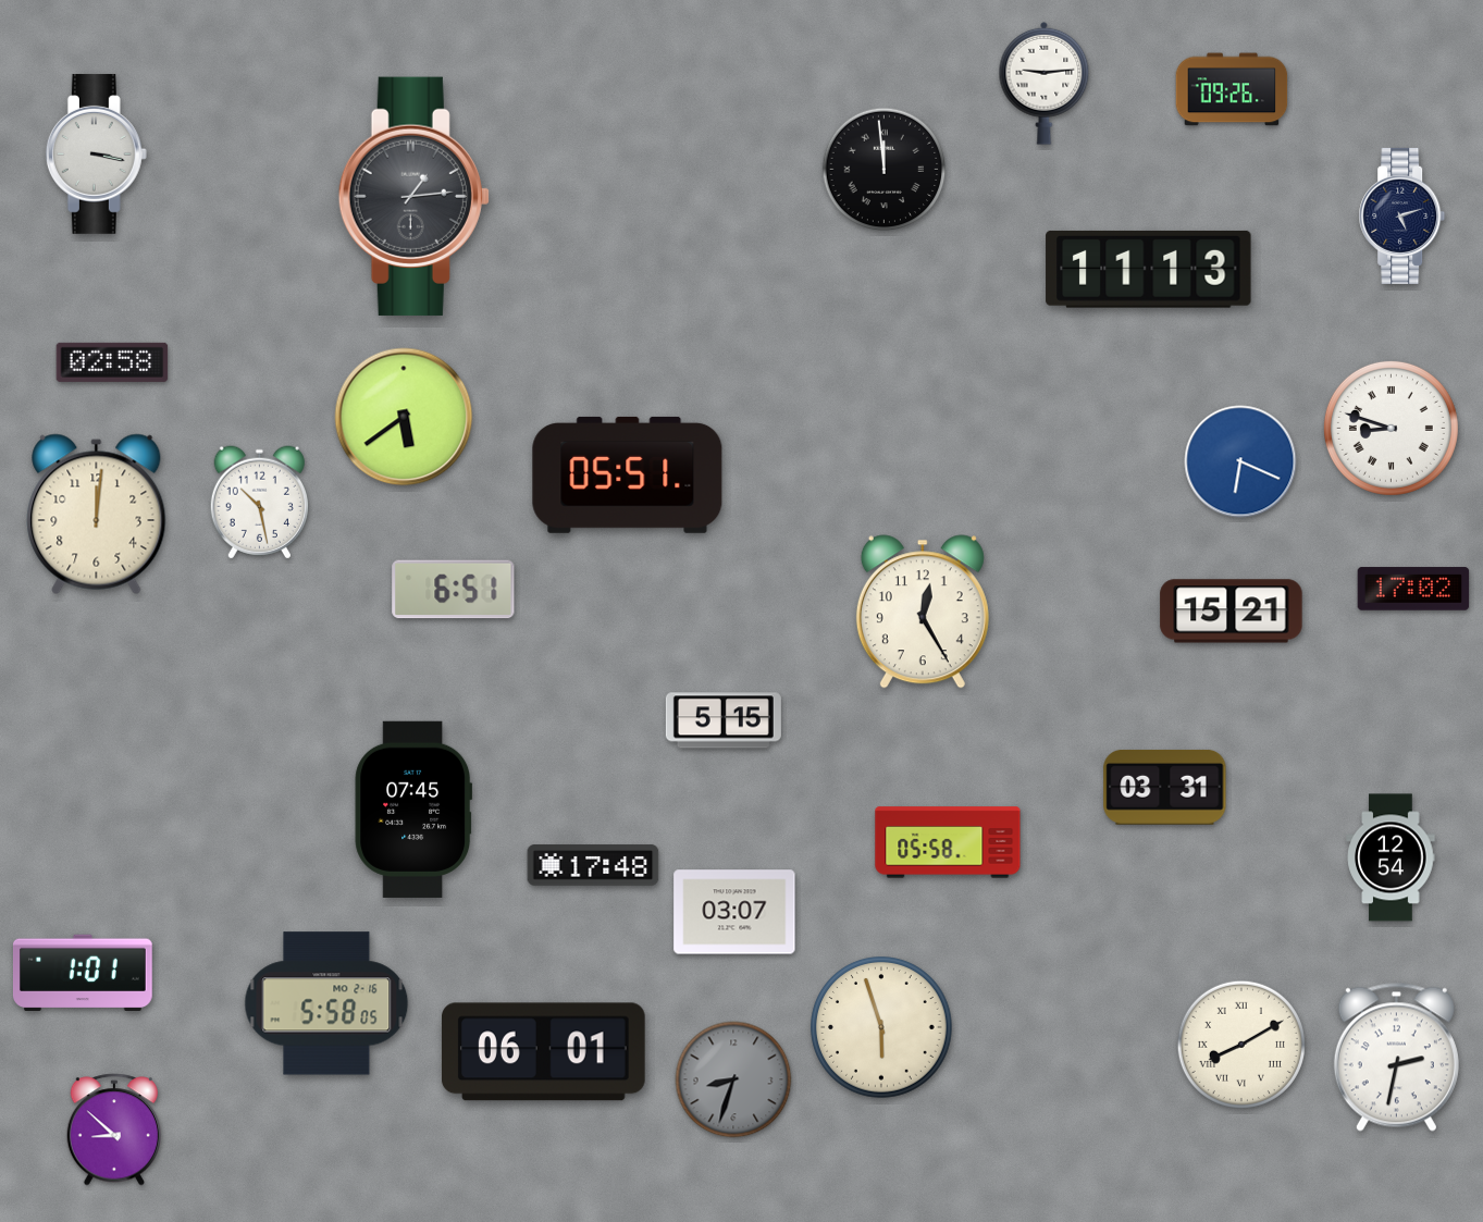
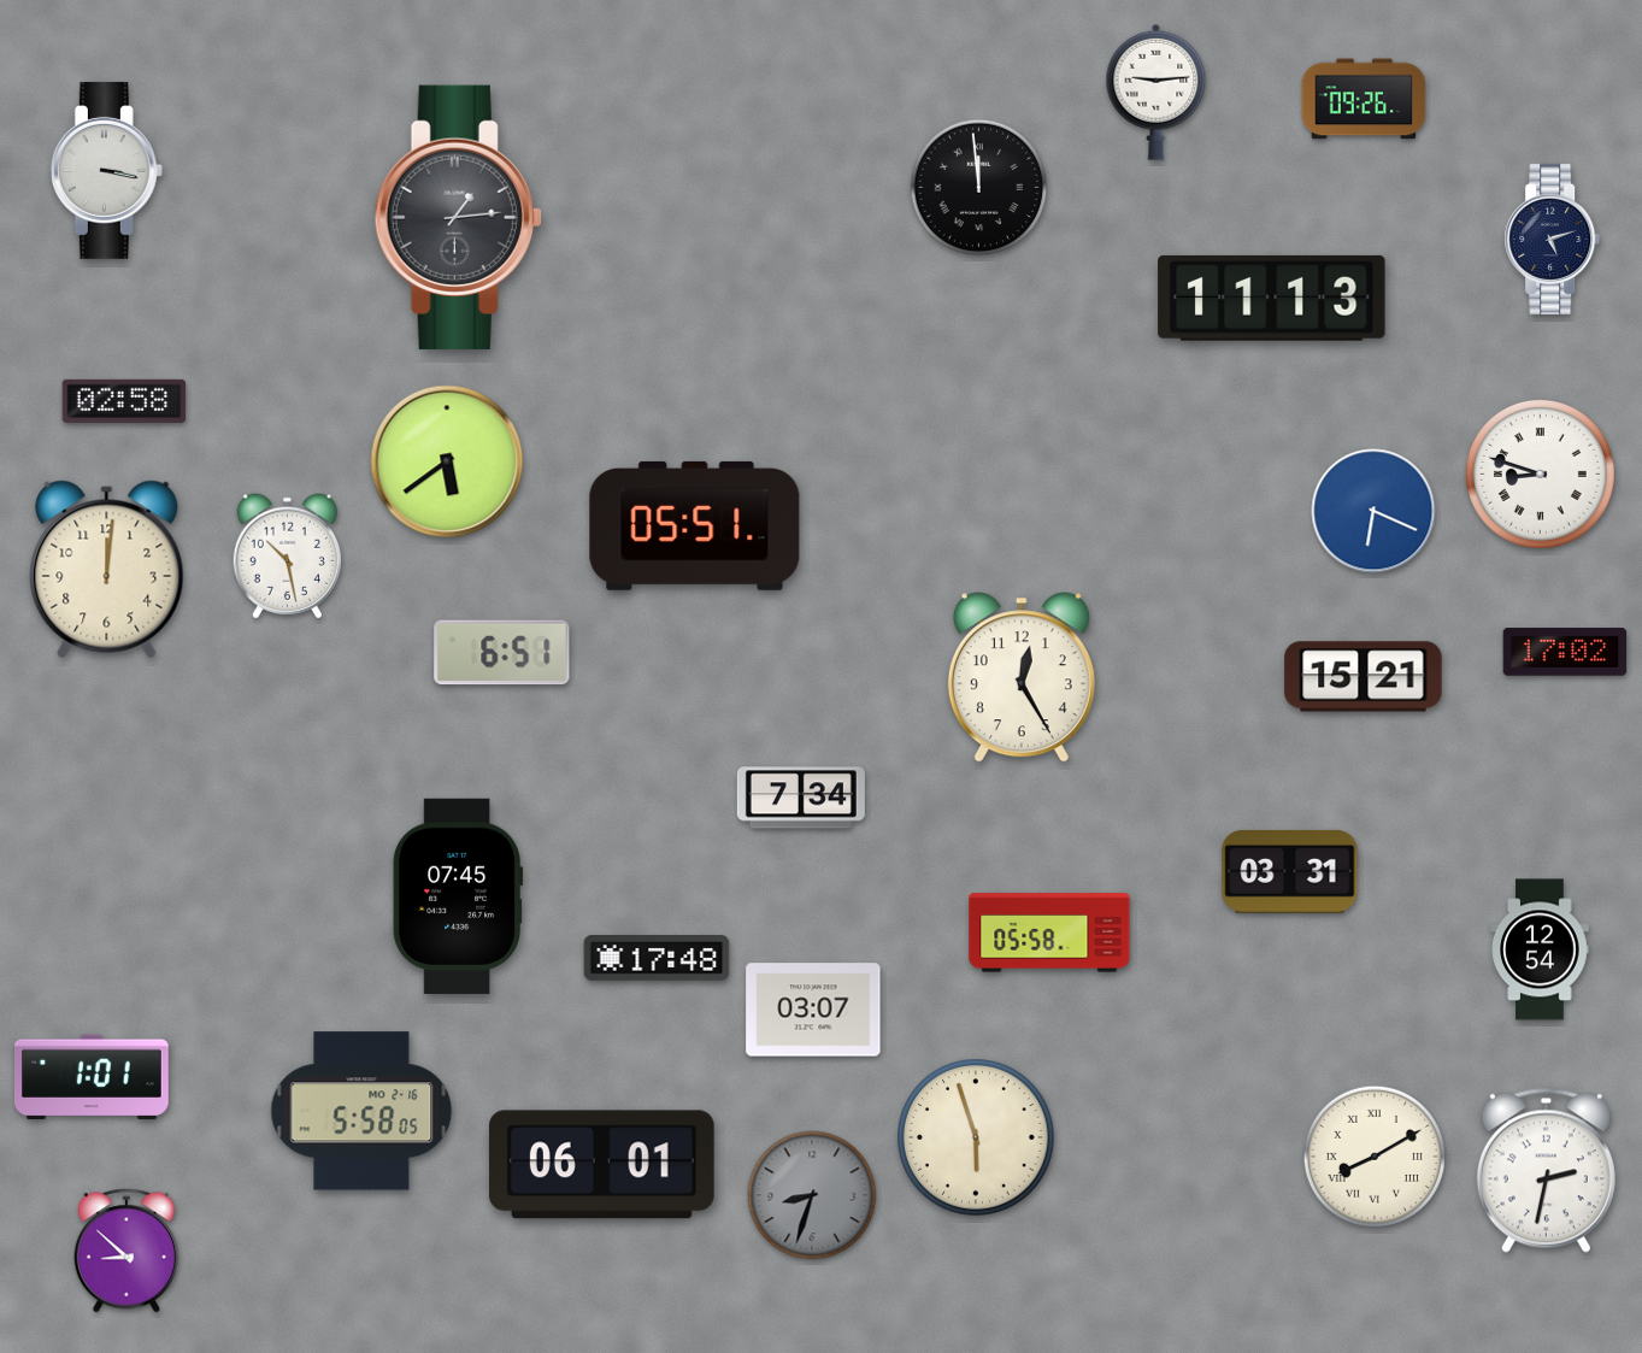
clock at (724, 720): 5:15 -> 7:34
